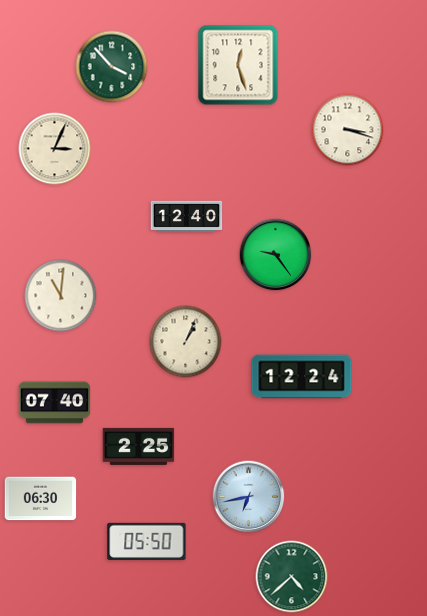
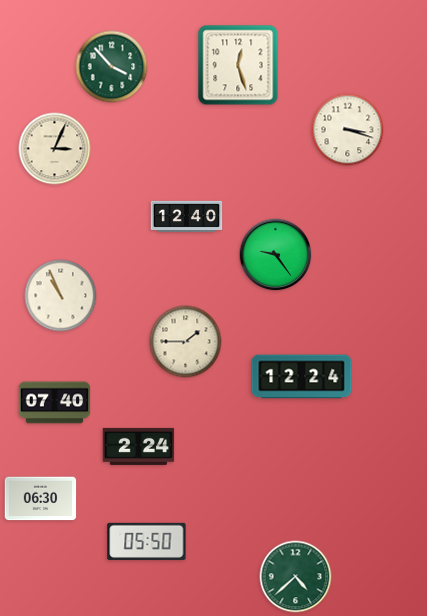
clock at (61, 296): 11:01 -> 10:56
clock at (186, 342): 1:04 -> 1:45
clock at (139, 446): 2:25 -> 2:24
clock at (249, 497): 6:43 -> none
clock at (292, 577) position: (292, 577) -> (296, 577)
